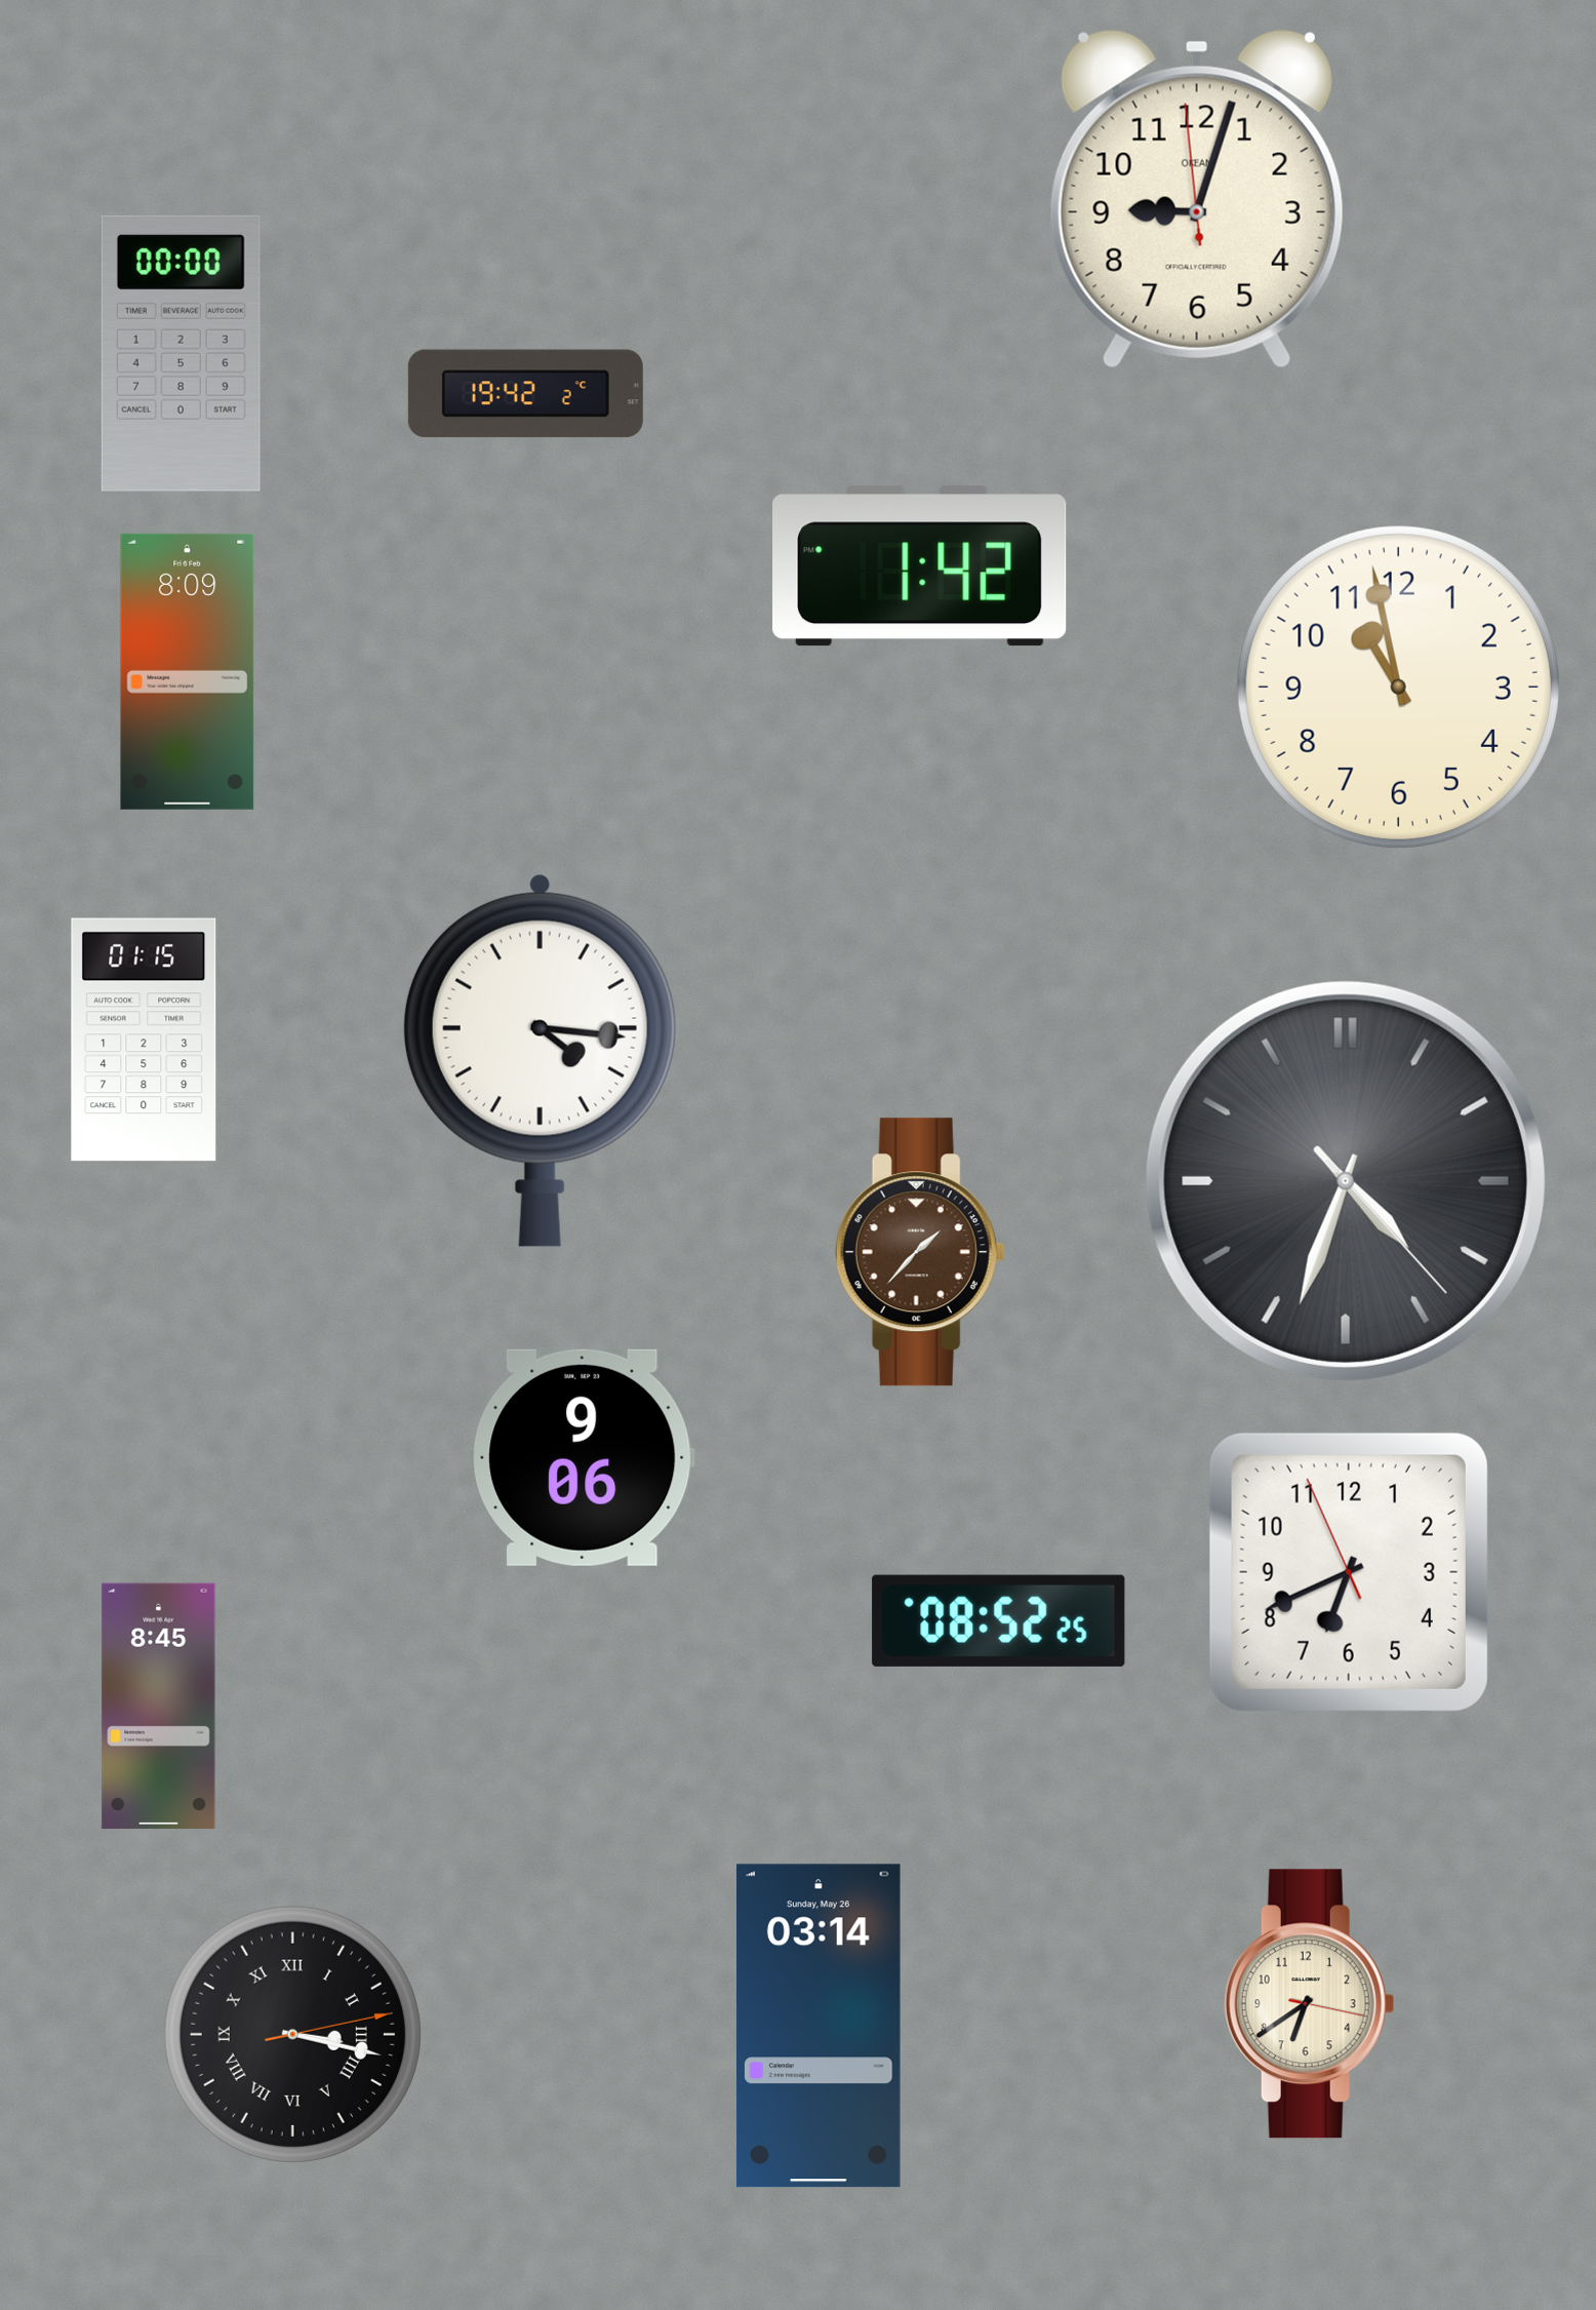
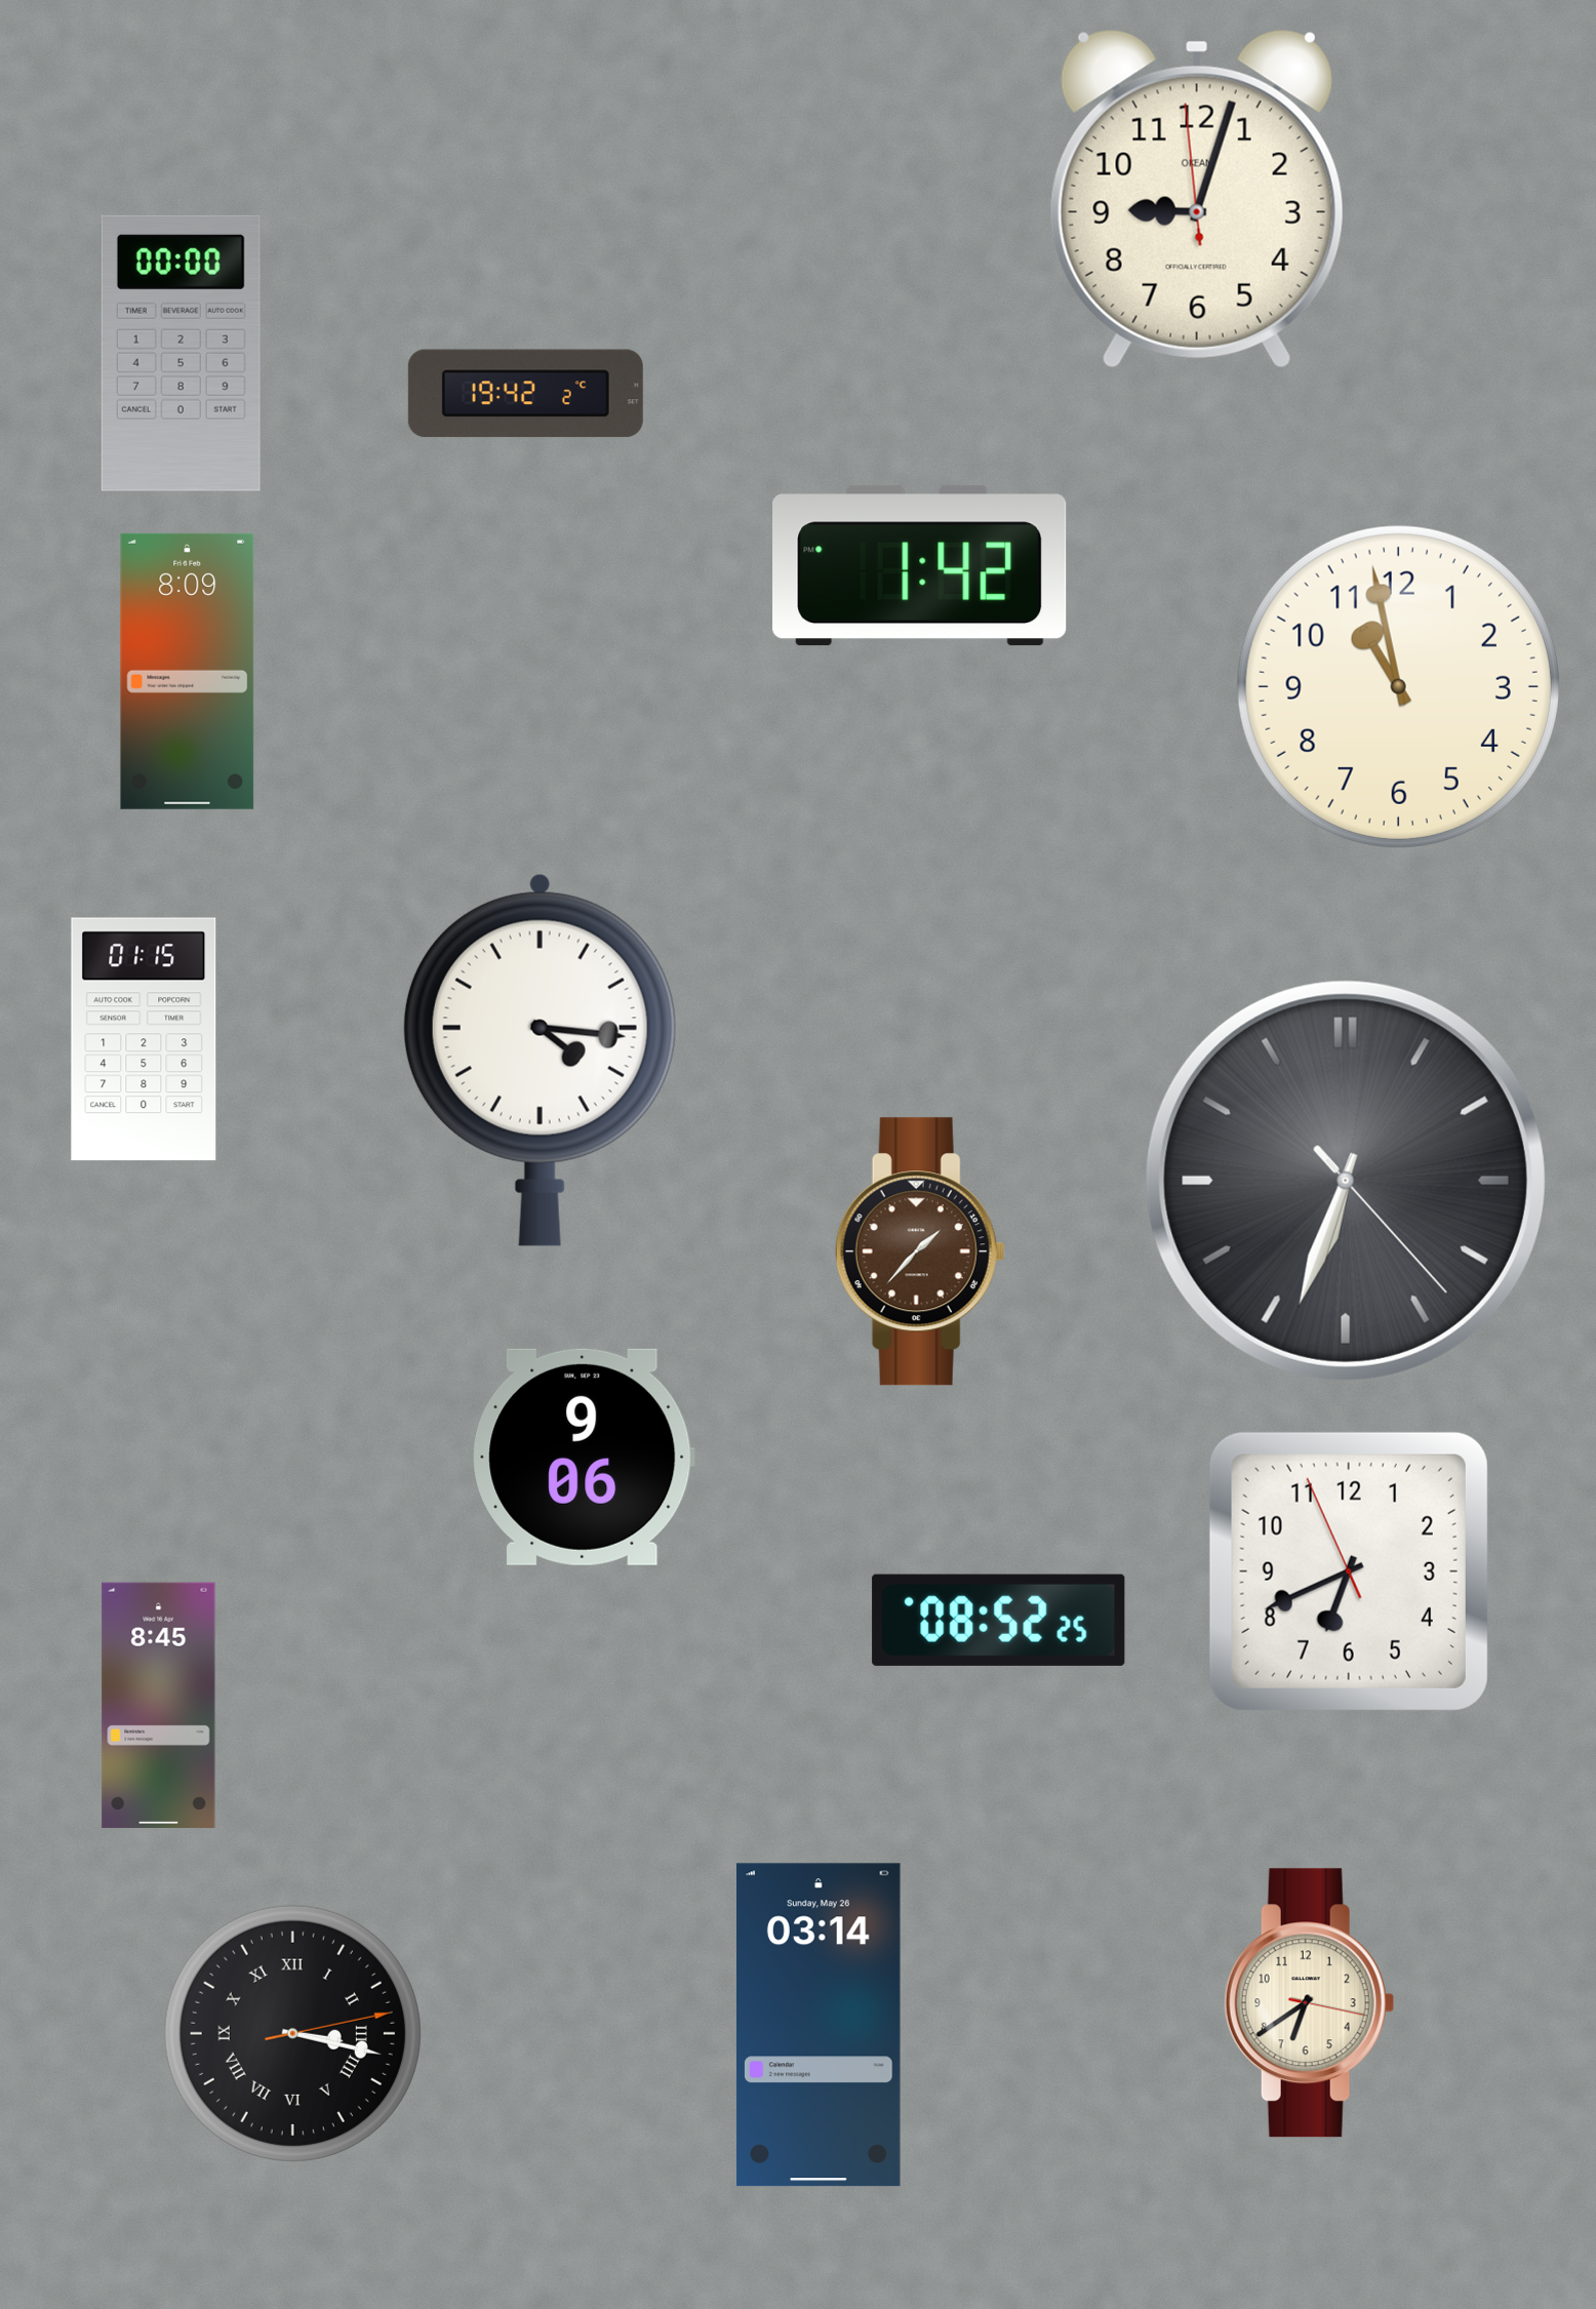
clock at (1346, 1181): 4:33 -> 6:33
